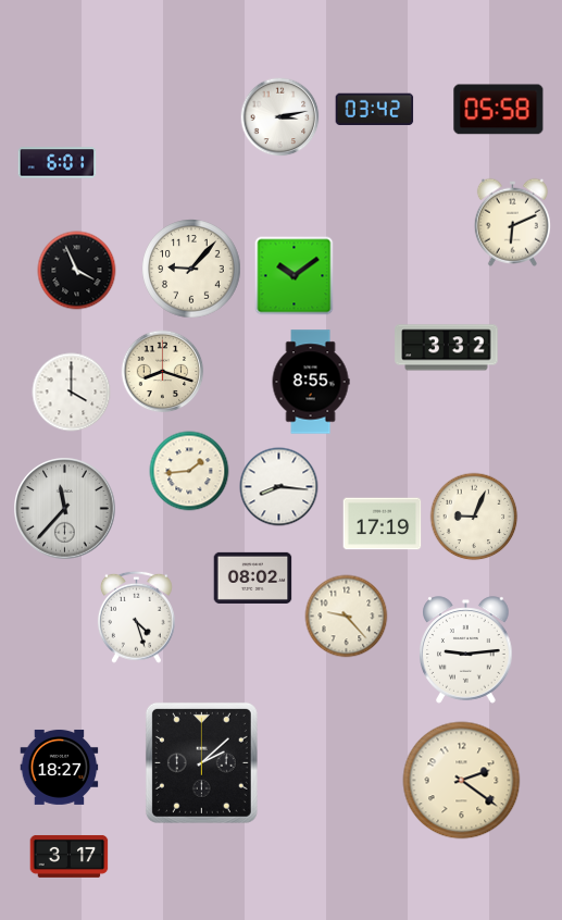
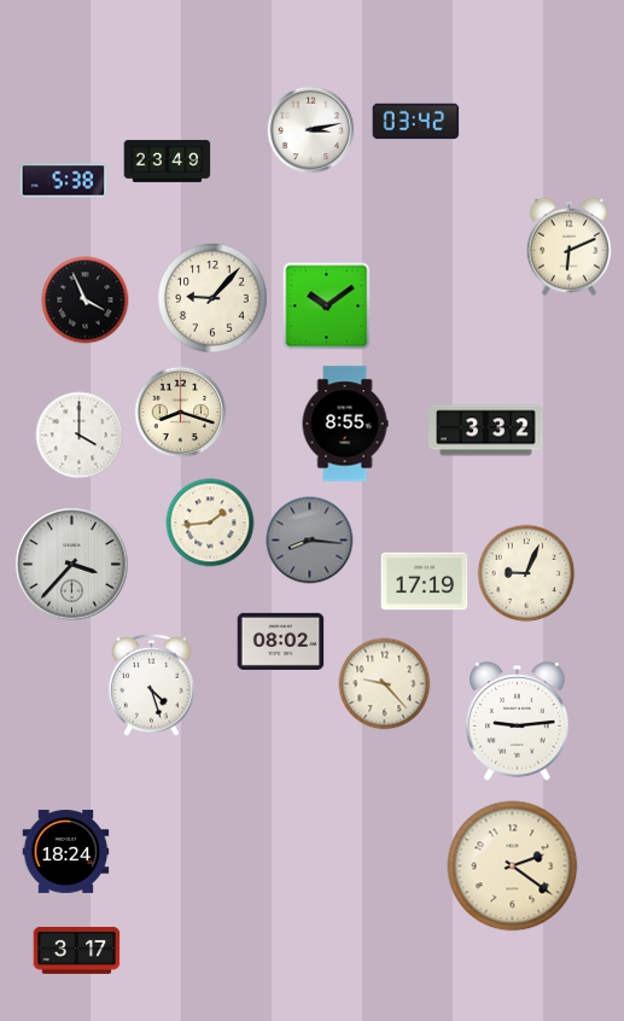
clock at (499, 110): 05:58 -> none
clock at (168, 161): none -> 23:49
clock at (58, 163): 6:01 -> 5:38
clock at (447, 348) position: (447, 348) -> (486, 431)
clock at (279, 487) dial: white -> grey
clock at (65, 509): 11:37 -> 3:37
clock at (201, 762): 2:08 -> none
clock at (60, 767): 18:27 -> 18:24
